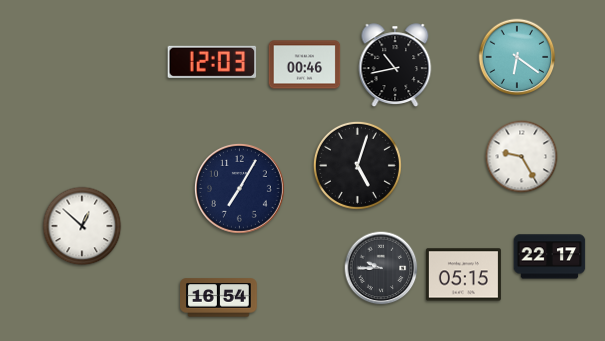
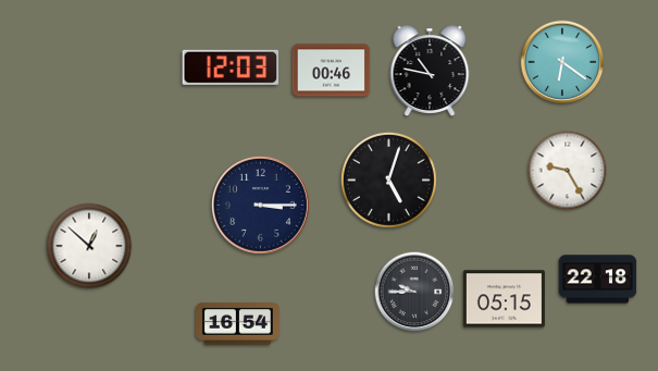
clock at (395, 65): 10:43 -> 10:47
clock at (239, 188): 7:05 -> 3:15
clock at (550, 257): 22:17 -> 22:18
